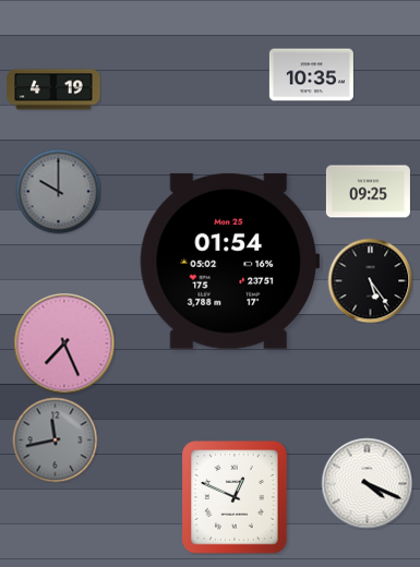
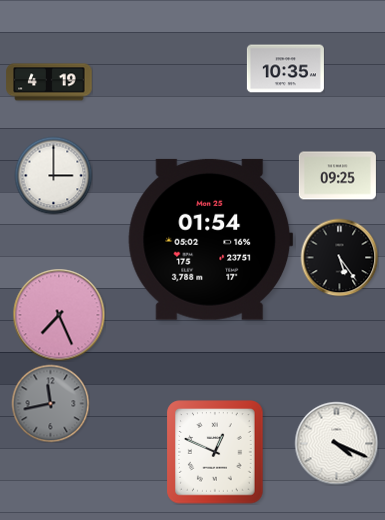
clock at (58, 191): 10:00 -> 3:00
clock at (58, 191) dial: grey -> white
clock at (235, 497) position: (235, 497) -> (215, 452)
